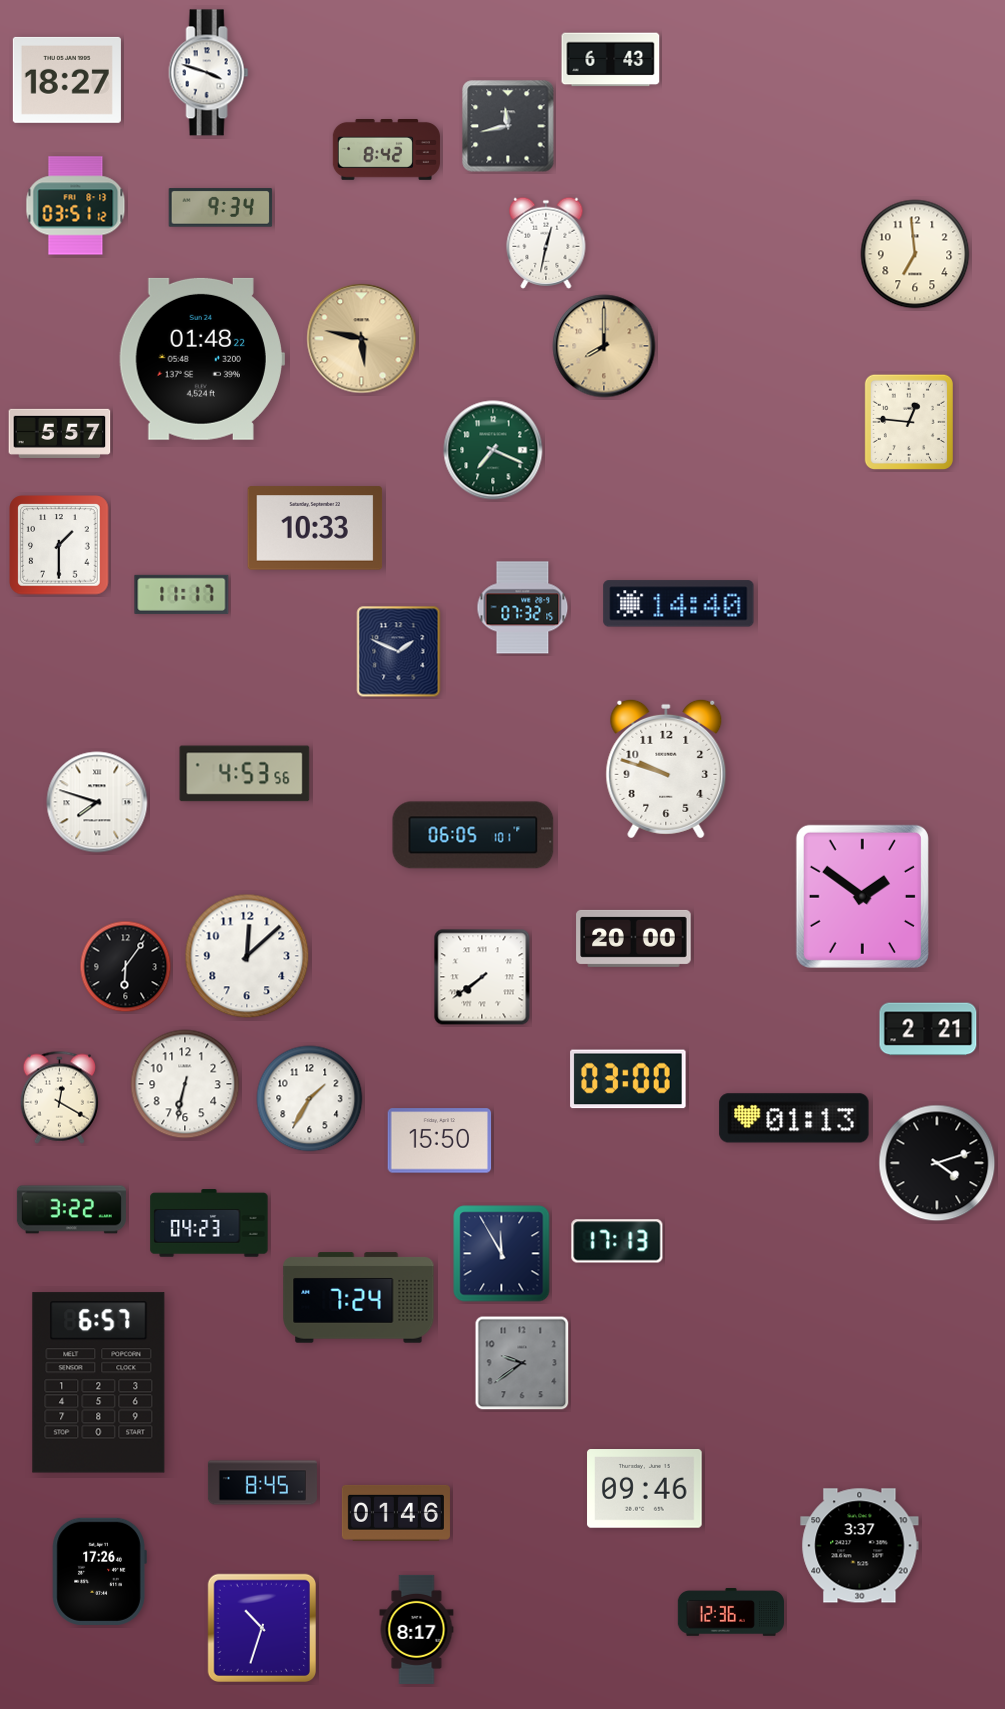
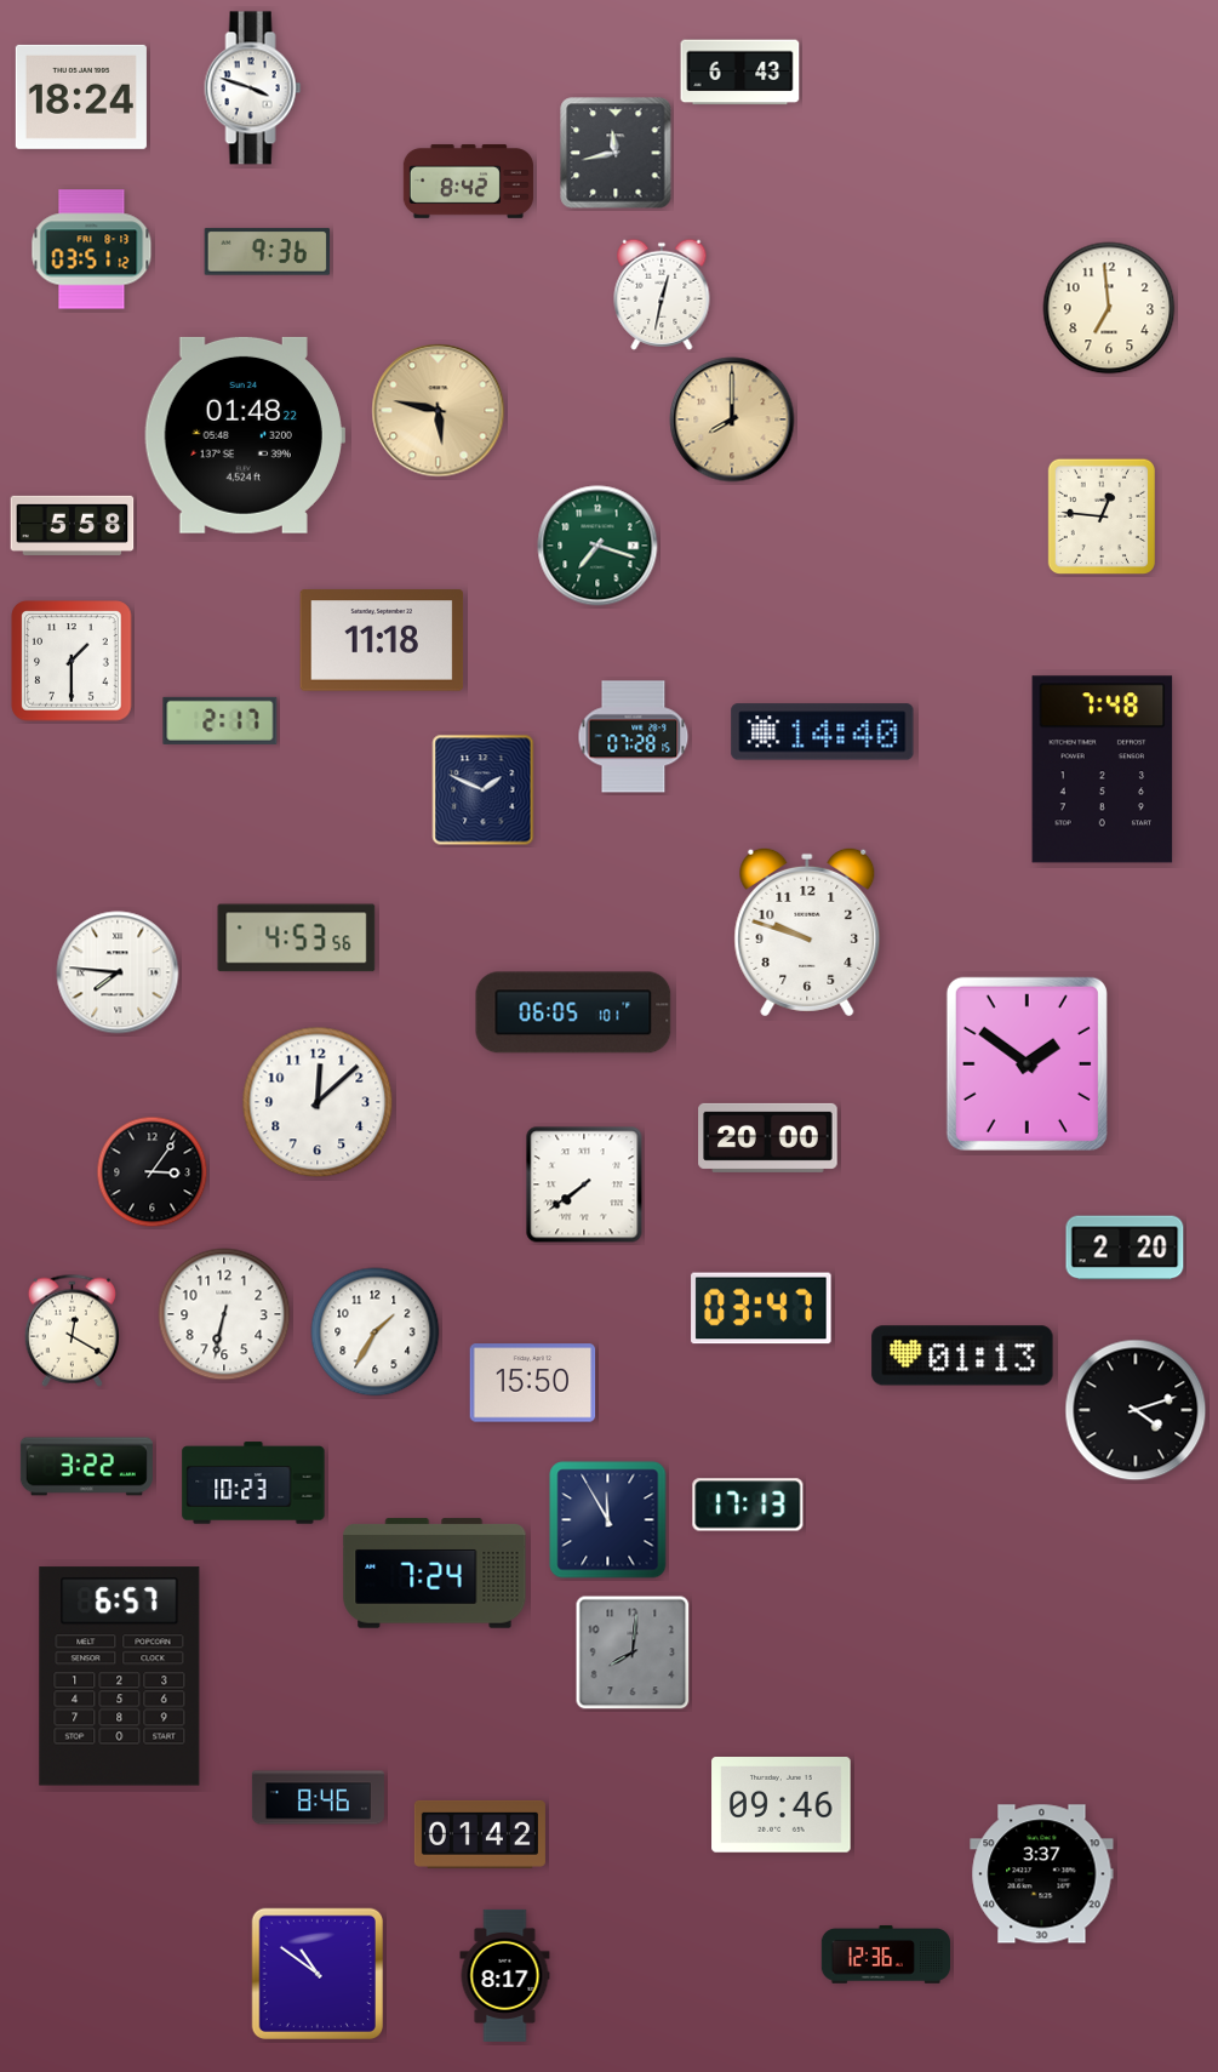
clock at (67, 80): 18:27 -> 18:24
clock at (221, 208): 9:34 -> 9:36
clock at (909, 421) position: (909, 421) -> (1102, 515)
clock at (60, 433): 5:57 -> 5:58
clock at (493, 450): 7:19 -> 7:18
clock at (315, 528): 10:33 -> 11:18
clock at (182, 594): 11:17 -> 2:17
clock at (523, 608): 07:32 -> 07:28
clock at (1103, 770): none -> 7:48
clock at (97, 802): 7:48 -> 7:46
clock at (862, 896) position: (862, 896) -> (1027, 1063)
clock at (247, 956) position: (247, 956) -> (318, 1102)
clock at (126, 967): 6:06 -> 3:06
clock at (928, 1029): 2:21 -> 2:20
clock at (628, 1079): 03:00 -> 03:47
clock at (209, 1223): 04:23 -> 10:23
clock at (522, 1363): 9:39 -> 8:01
clock at (262, 1483): 8:45 -> 8:46
clock at (396, 1513): 01:46 -> 01:42
clock at (99, 1571): 17:26 -> none
clock at (261, 1627): 10:33 -> 10:51
